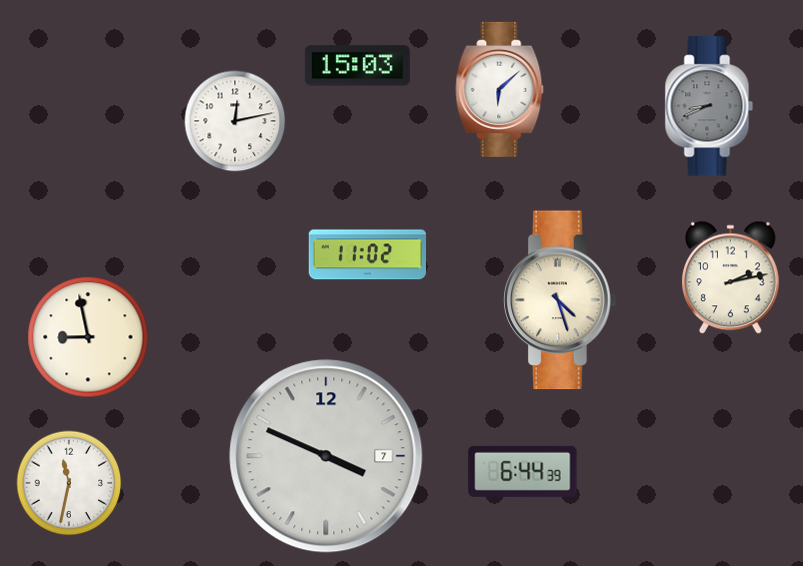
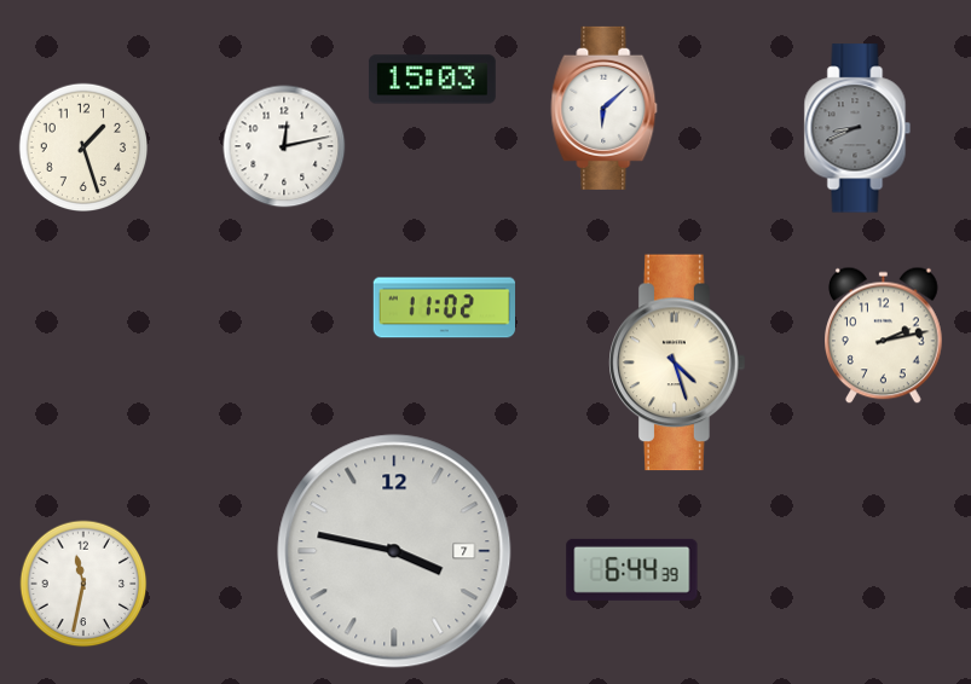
clock at (83, 147): none -> 1:27
clock at (88, 337): 8:58 -> none
clock at (326, 456): 3:49 -> 3:47
